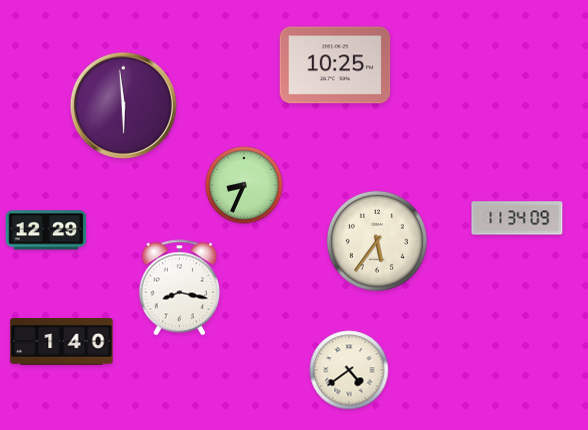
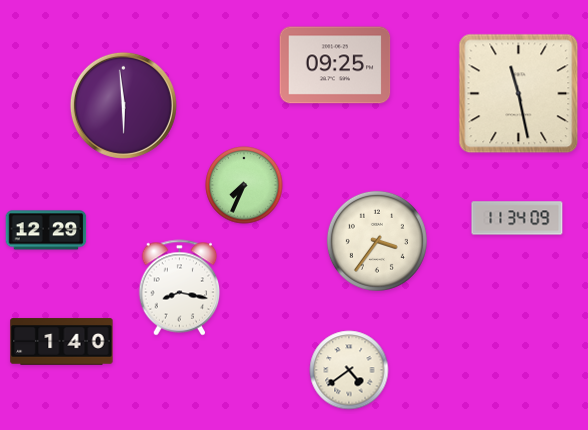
clock at (335, 65): 10:25 -> 09:25
clock at (519, 94): none -> 11:28
clock at (244, 185): 8:34 -> 7:34
clock at (377, 241): 5:36 -> 3:36
